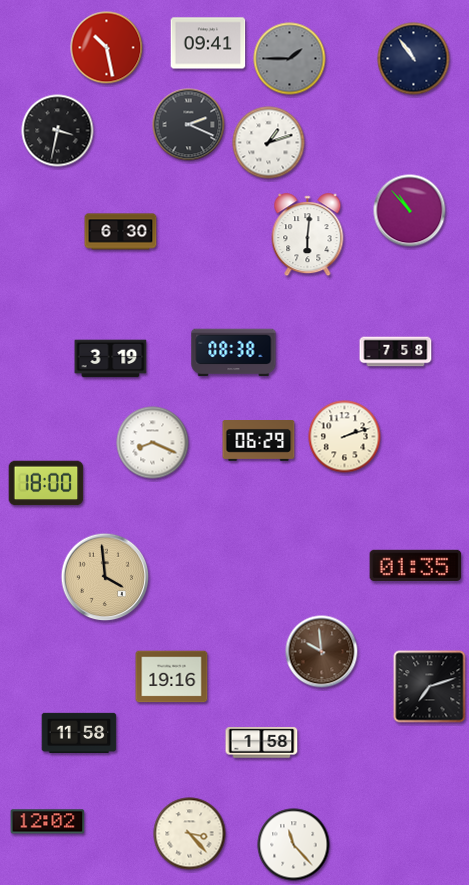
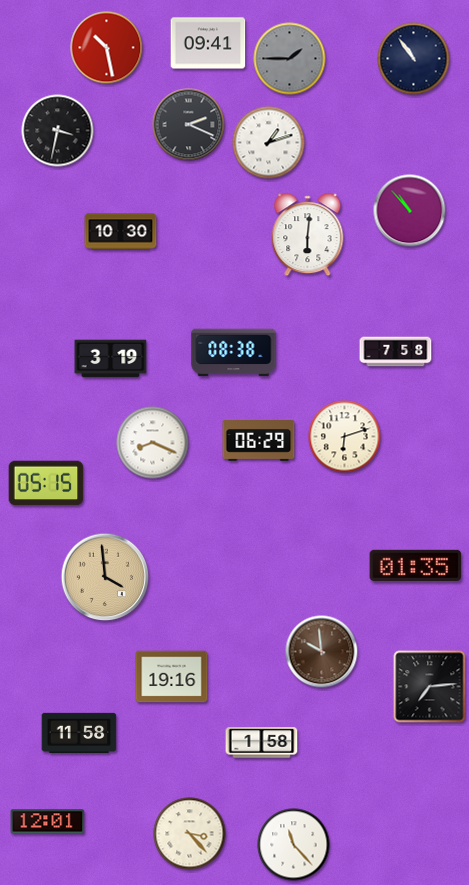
clock at (121, 232): 6:30 -> 10:30
clock at (345, 437): 2:12 -> 6:12
clock at (46, 483): 18:00 -> 05:15
clock at (430, 687): 7:12 -> 7:14
clock at (48, 822): 12:02 -> 12:01
